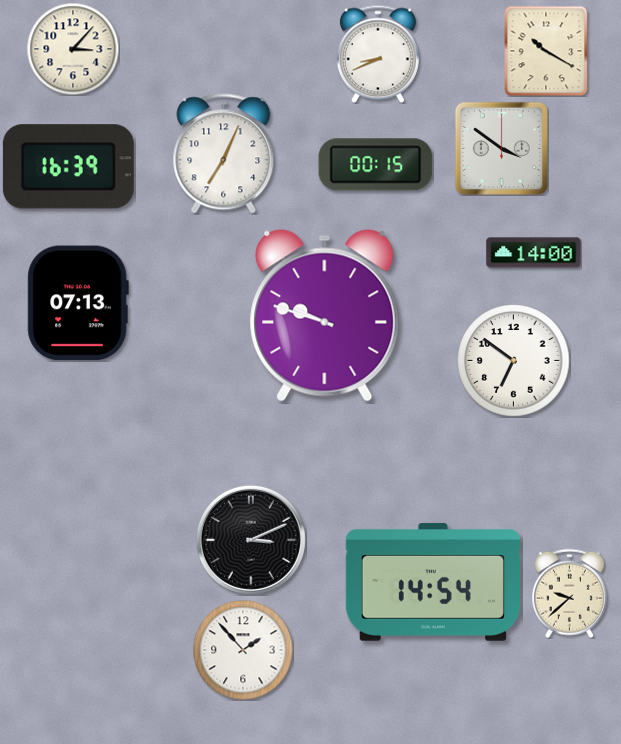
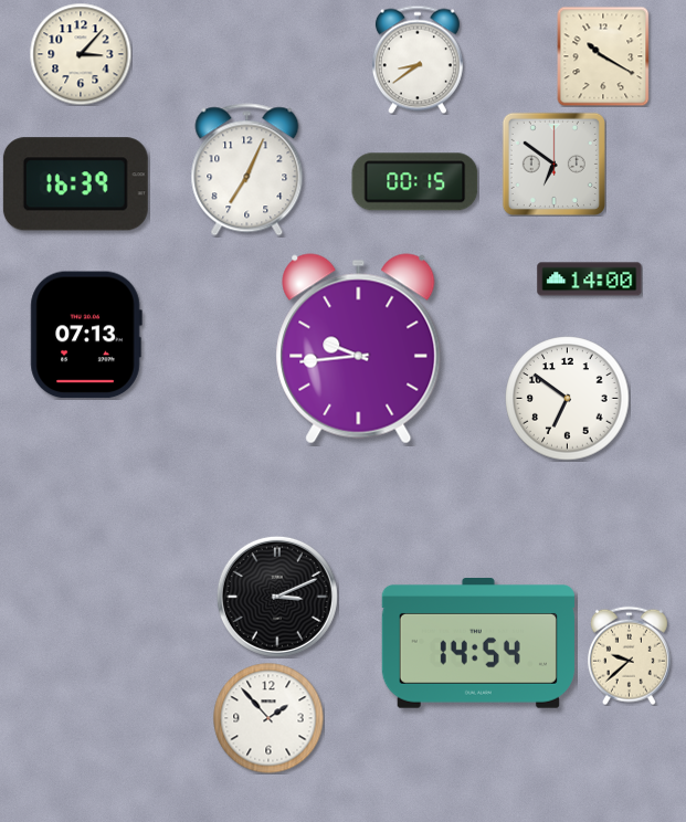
clock at (378, 54): 8:41 -> 8:39
clock at (501, 148): 3:51 -> 6:51
clock at (325, 316): 9:48 -> 9:44
